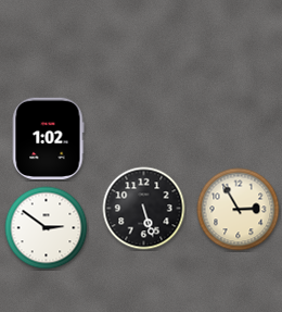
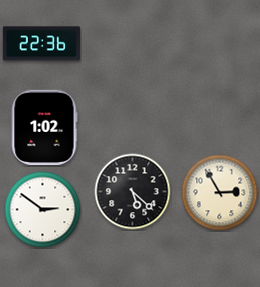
clock at (41, 44): none -> 22:36
clock at (144, 209): 5:27 -> 5:22
